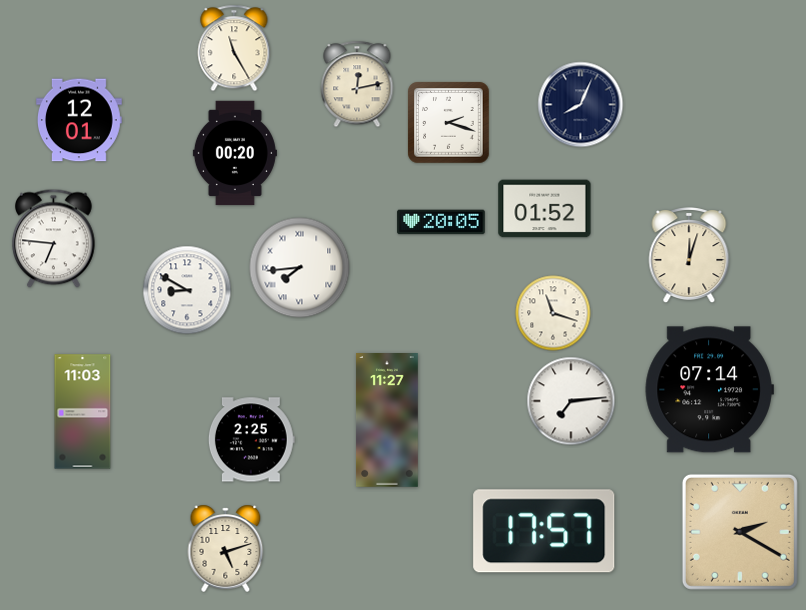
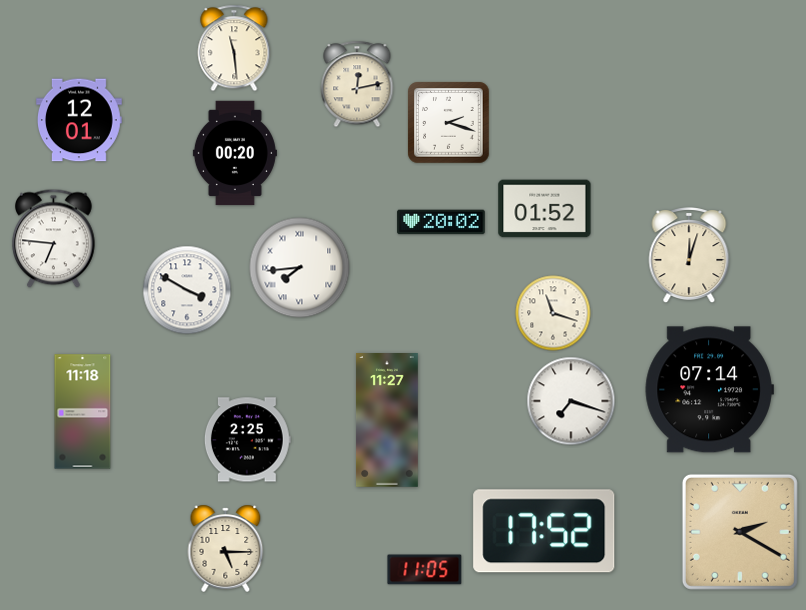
clock at (234, 48): 11:25 -> 11:29
clock at (581, 105): 8:04 -> none
clock at (441, 222): 20:05 -> 20:02
clock at (187, 290): 8:50 -> 3:50
clock at (571, 401): 7:14 -> 7:18
clock at (83, 412): 11:03 -> 11:18
clock at (251, 440) position: (251, 440) -> (247, 440)
clock at (544, 531): 17:57 -> 17:52
clock at (226, 548): 5:12 -> 5:15
clock at (425, 570): none -> 11:05
